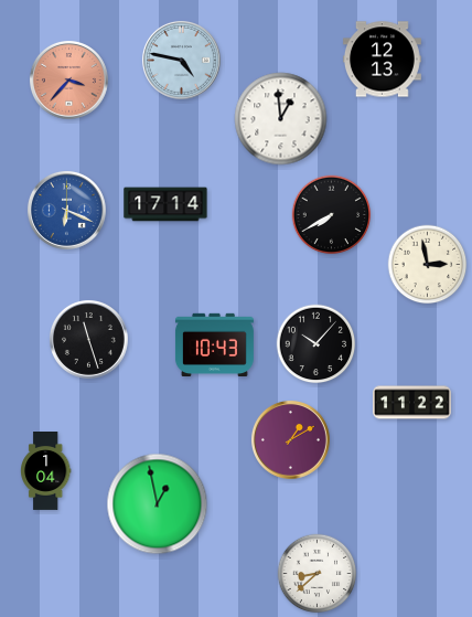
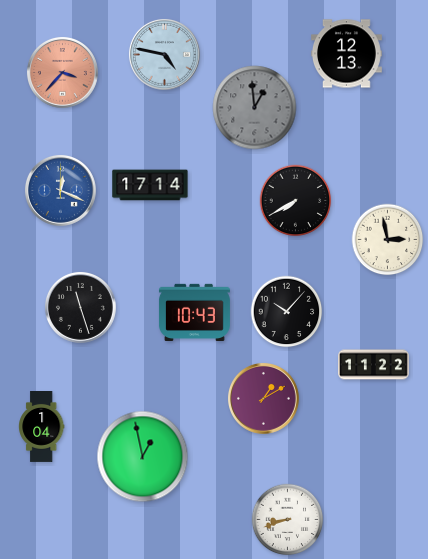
clock at (281, 119) dial: white -> grey
clock at (66, 210): 6:19 -> 12:19
clock at (332, 215) position: (332, 215) -> (296, 201)
clock at (318, 574): 8:38 -> 8:42
